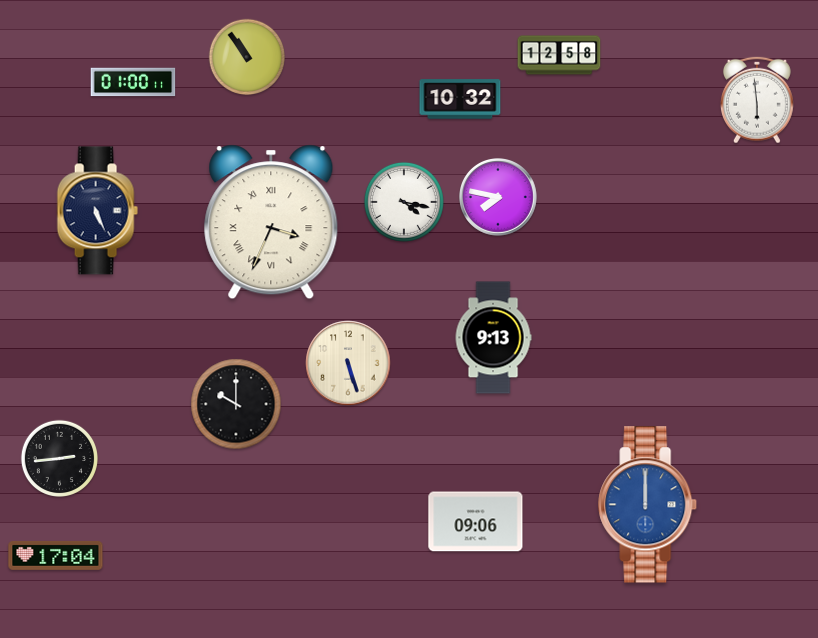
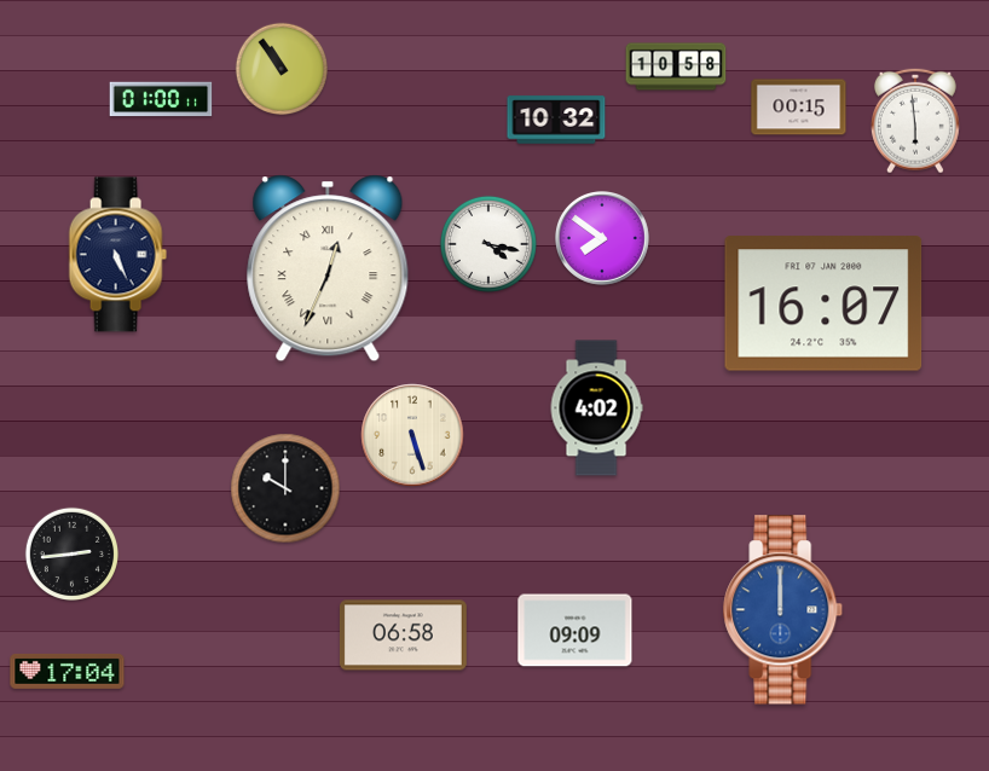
clock at (559, 55): 12:58 -> 10:58
clock at (247, 57) position: (247, 57) -> (282, 69)
clock at (799, 108): none -> 00:15
clock at (499, 198): 7:47 -> 7:51
clock at (271, 222): 3:34 -> 12:34
clock at (823, 303): none -> 16:07
clock at (493, 338): 9:13 -> 4:02
clock at (348, 363) position: (348, 363) -> (412, 435)
clock at (476, 522): 09:06 -> 09:09
clock at (403, 636): none -> 06:58
